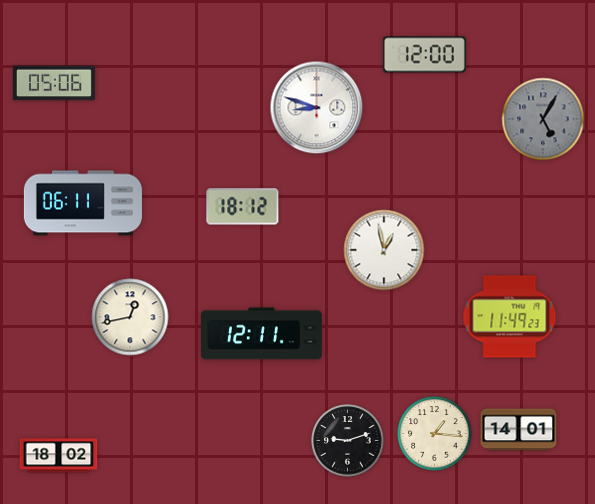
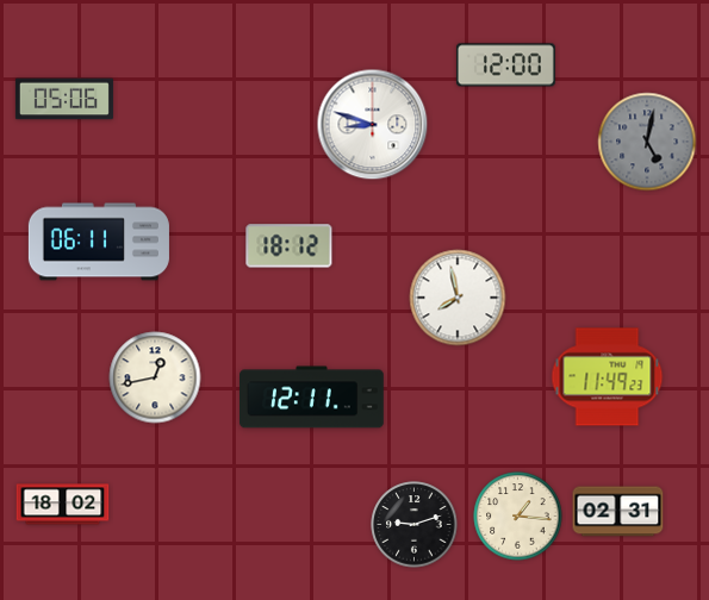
clock at (317, 108) position: (317, 108) -> (373, 125)
clock at (543, 119): 5:05 -> 5:02
clock at (384, 250): 12:58 -> 7:58
clock at (519, 430): 14:01 -> 02:31
clock at (59, 456) position: (59, 456) -> (63, 505)
